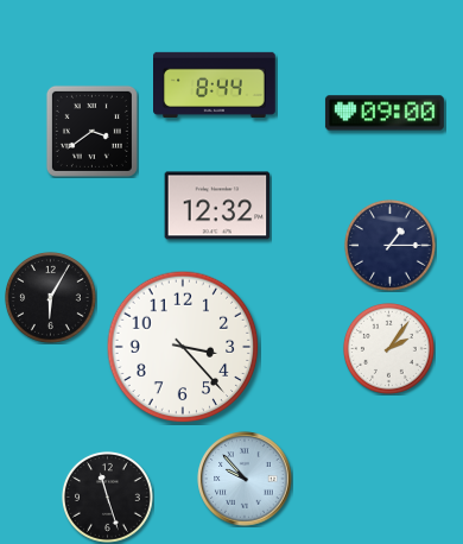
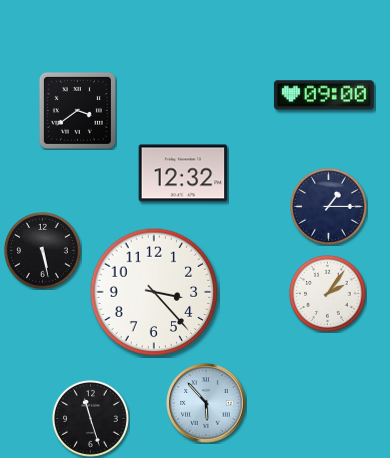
clock at (215, 84): 8:44 -> none
clock at (51, 298): 6:05 -> 5:28
clock at (245, 479): 9:53 -> 5:53
